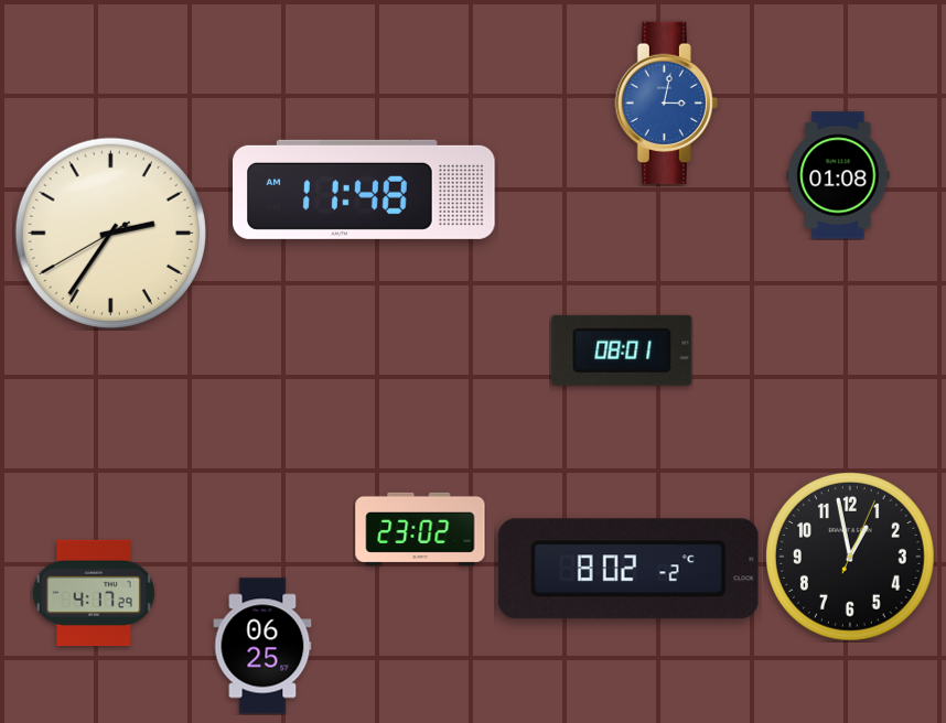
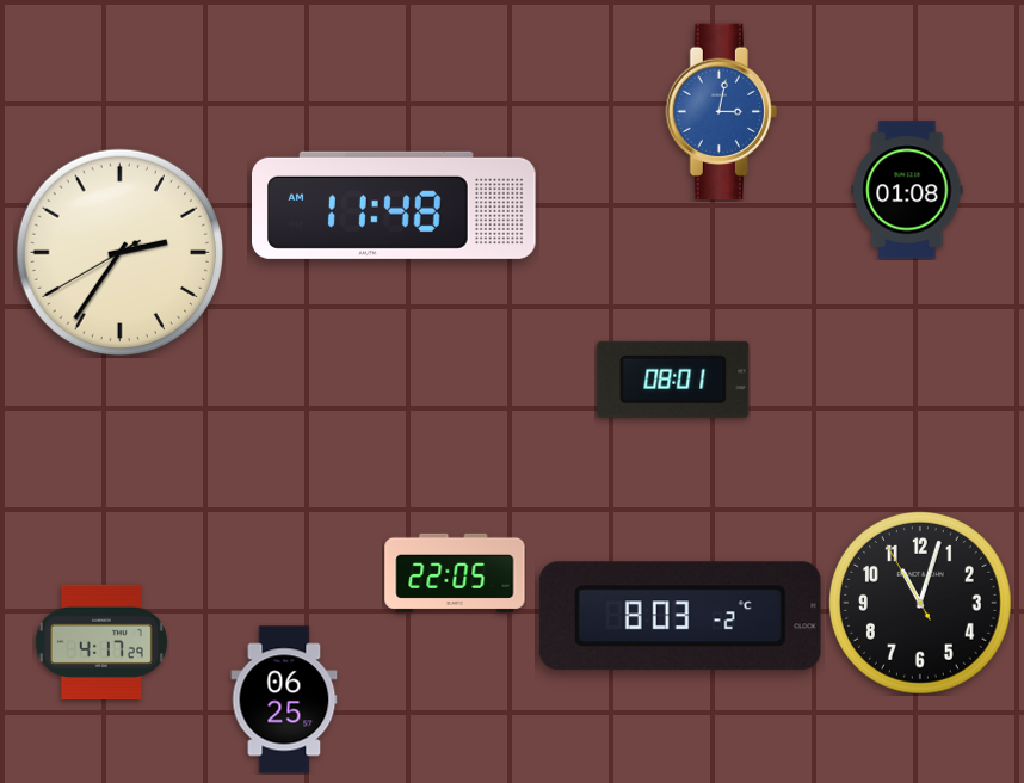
clock at (420, 529): 23:02 -> 22:05
clock at (850, 557): 12:58 -> 11:02
clock at (628, 569): 8:02 -> 8:03
